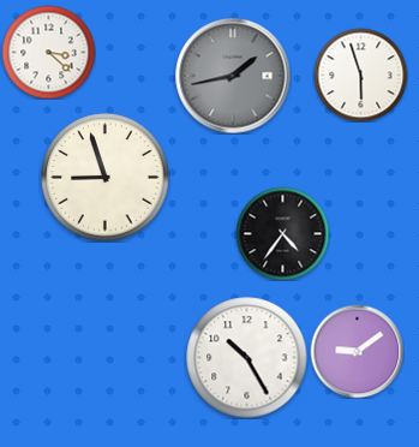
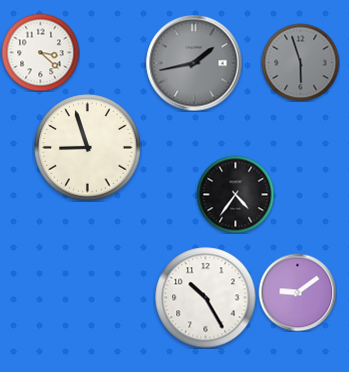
clock at (48, 52) position: (48, 52) -> (40, 52)
clock at (360, 74) dial: white -> grey
